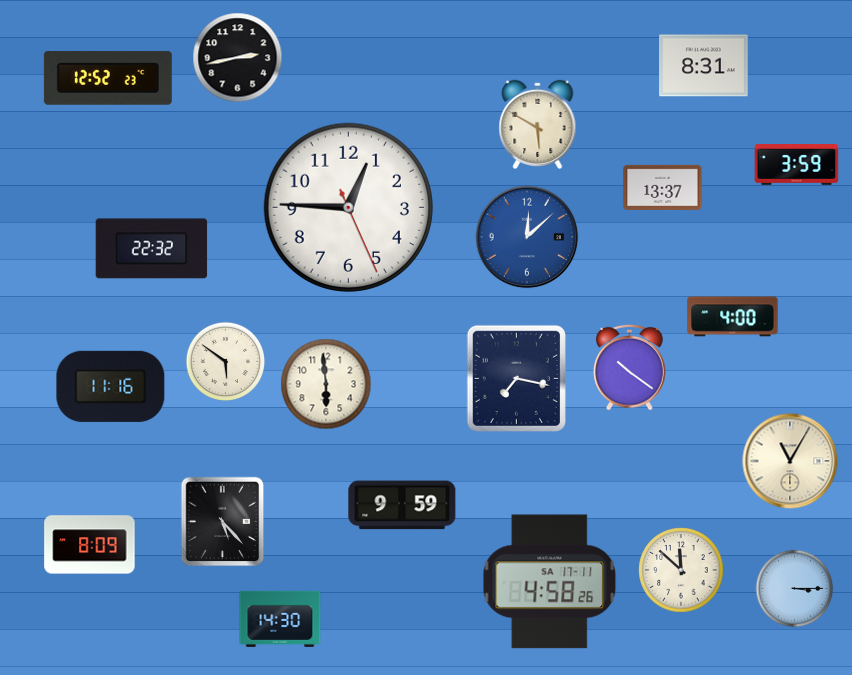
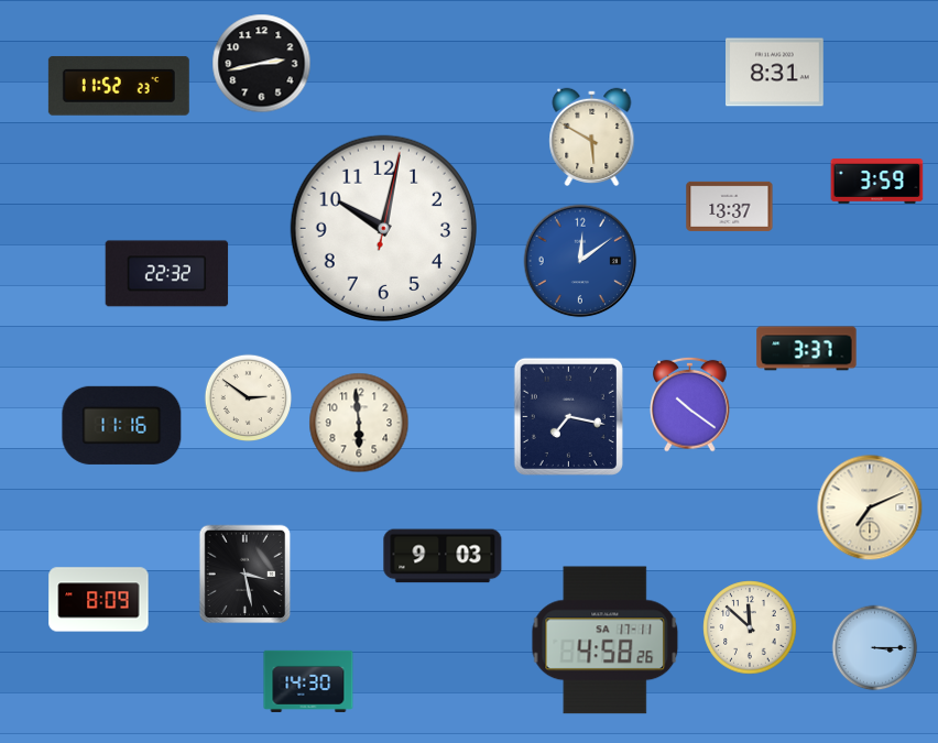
clock at (108, 78): 12:52 -> 11:52
clock at (348, 207): 12:45 -> 10:02
clock at (527, 237): 12:08 -> 12:09
clock at (733, 317): 4:00 -> 3:37
clock at (225, 361): 5:51 -> 2:51
clock at (630, 367) position: (630, 367) -> (690, 404)
clock at (790, 461): 11:05 -> 7:11
clock at (402, 505): 9:59 -> 9:03
clock at (223, 522): 5:23 -> 3:28
